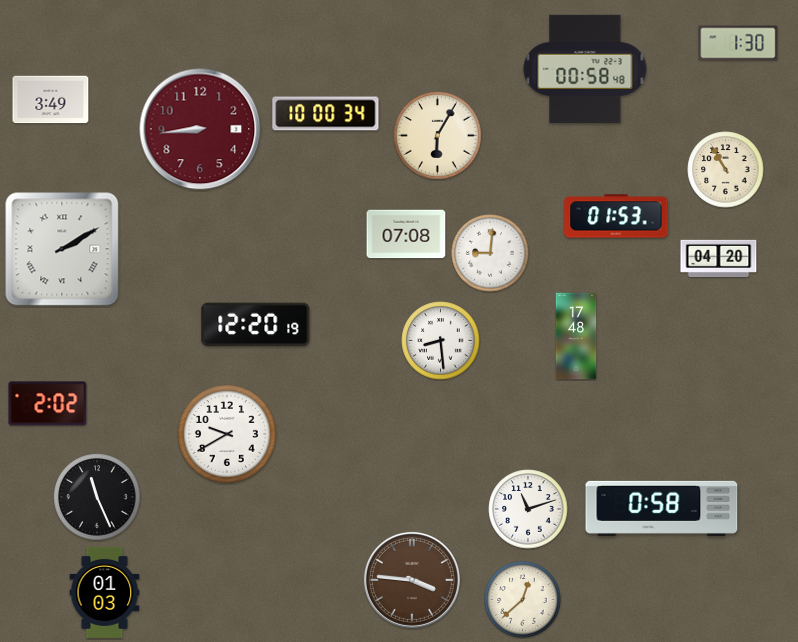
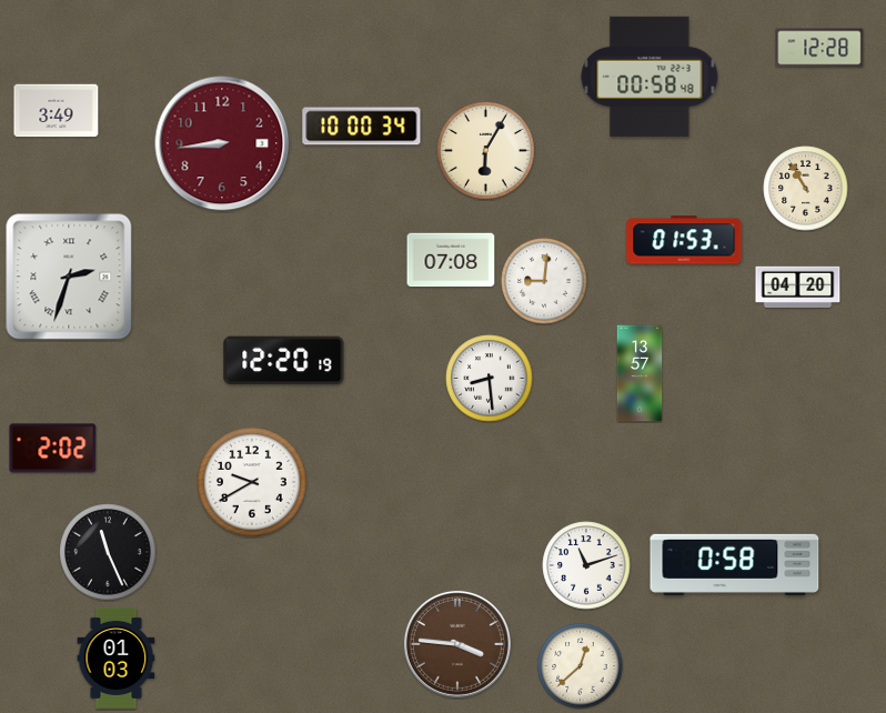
clock at (738, 43): 1:30 -> 12:28
clock at (62, 249): 2:10 -> 2:33
clock at (576, 336): 17:48 -> 13:57
